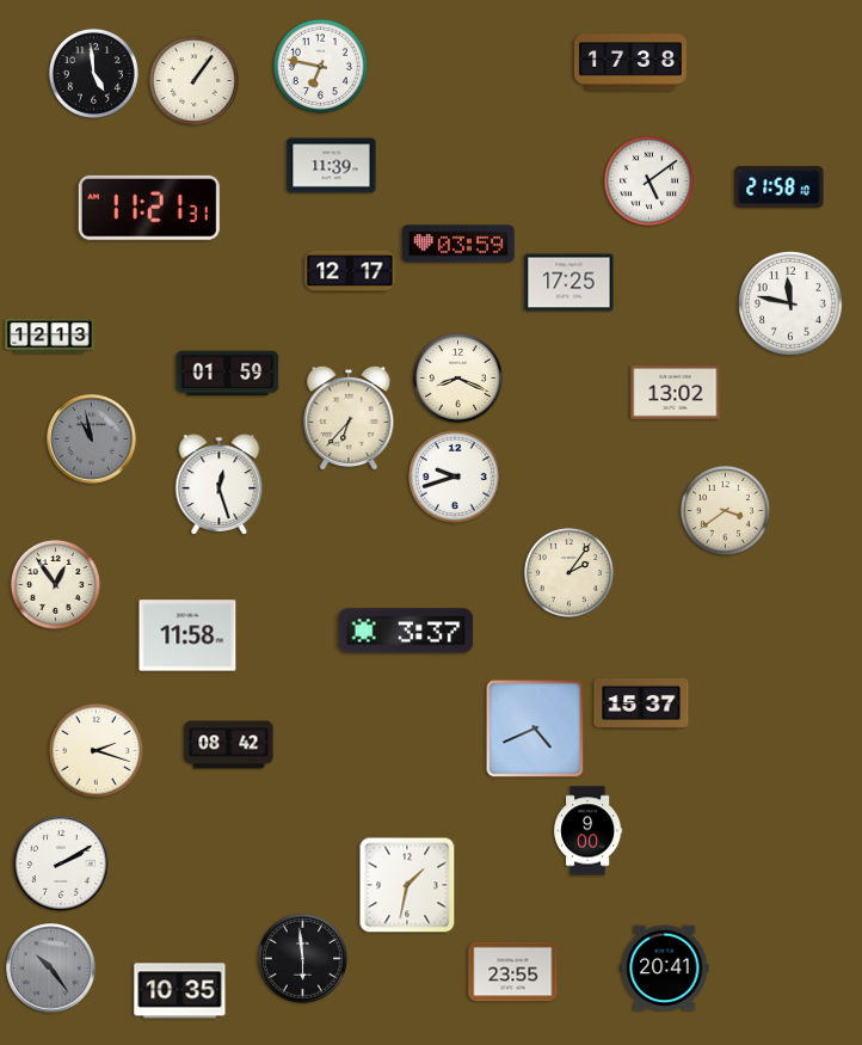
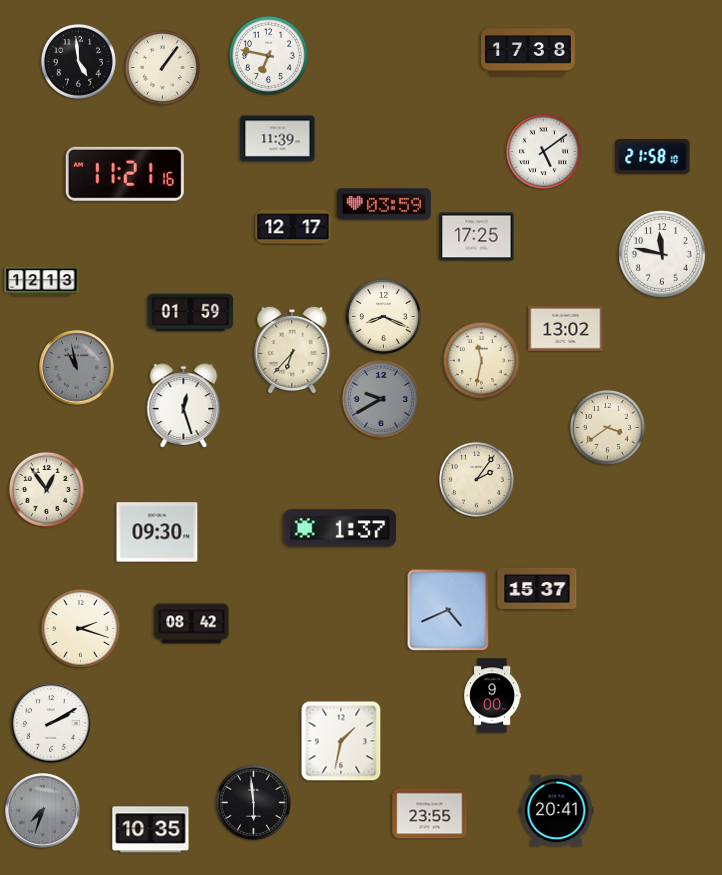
clock at (149, 208): 11:21:31 -> 11:21:16
clock at (481, 360): none -> 11:32
clock at (455, 477): 9:42 -> 9:40
clock at (455, 477) dial: white -> grey
clock at (406, 631): 3:37 -> 1:37
clock at (187, 635): 11:58 -> 09:30
clock at (51, 969): 10:24 -> 7:33
